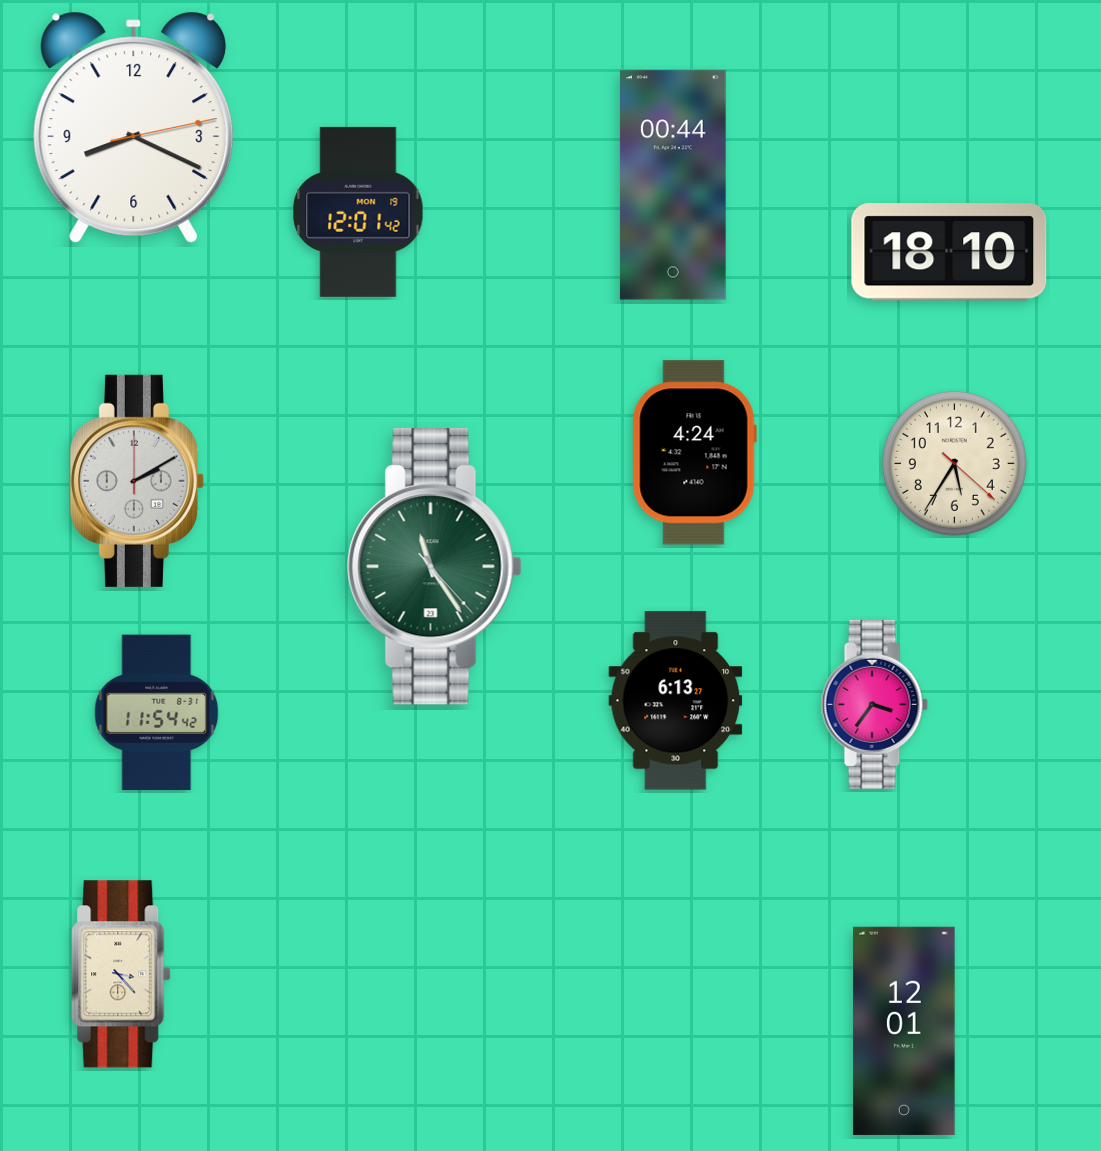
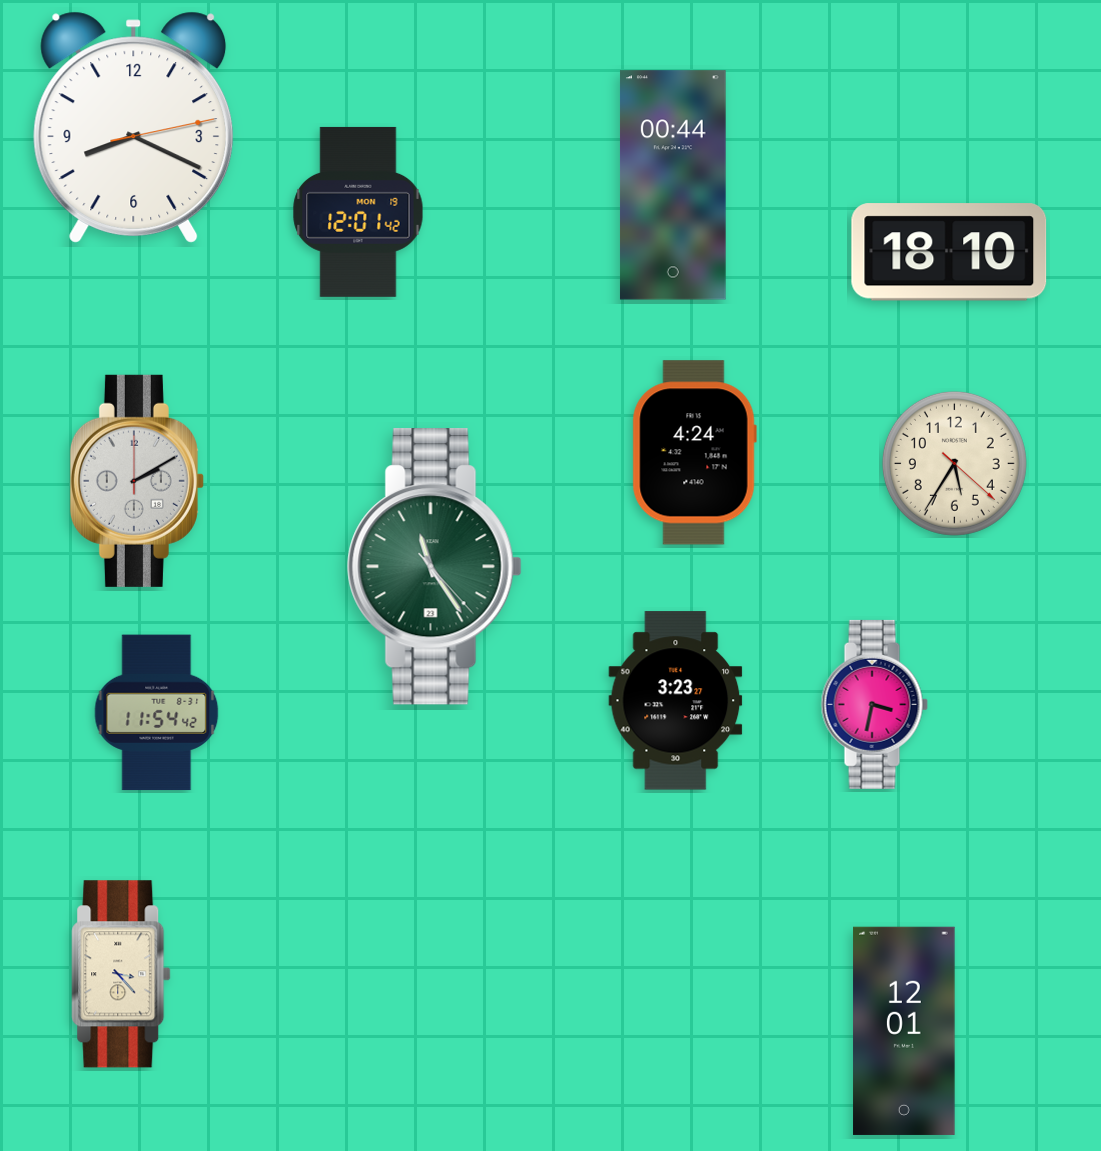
clock at (676, 701): 6:13 -> 3:23
clock at (874, 704): 3:36 -> 3:32
